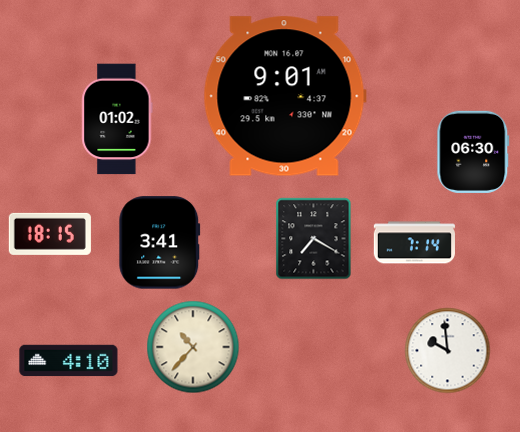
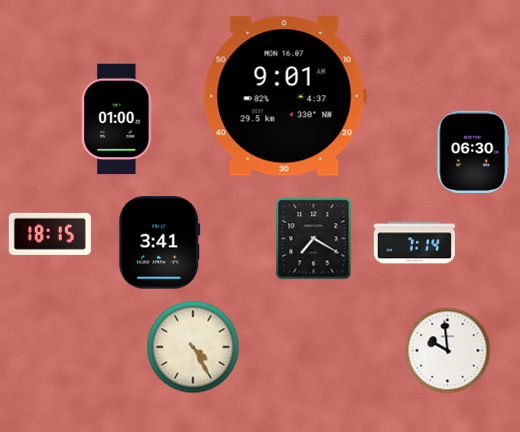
clock at (117, 119): 01:02 -> 01:00
clock at (193, 347): 10:37 -> 4:25
clock at (69, 361): 4:10 -> none
